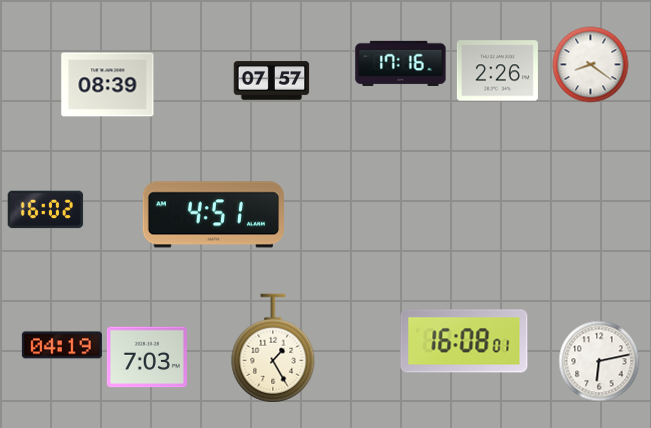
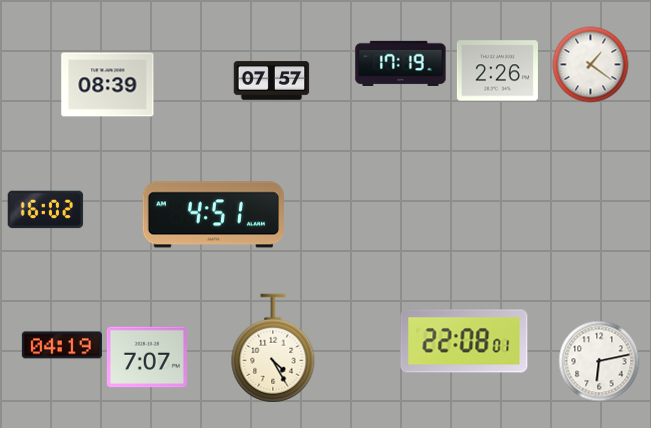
clock at (401, 63): 17:16 -> 17:19
clock at (591, 65): 8:21 -> 1:21
clock at (464, 341): 16:08 -> 22:08
clock at (273, 348): 1:25 -> 4:25
clock at (147, 357): 7:03 -> 7:07
